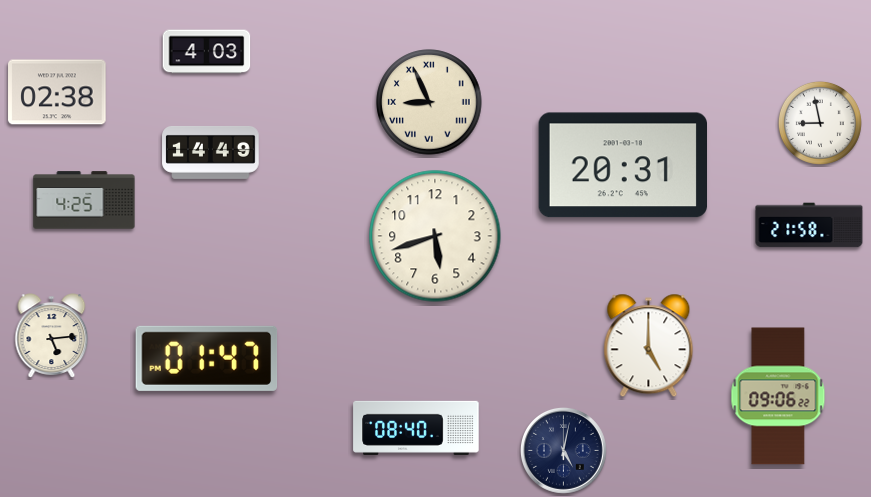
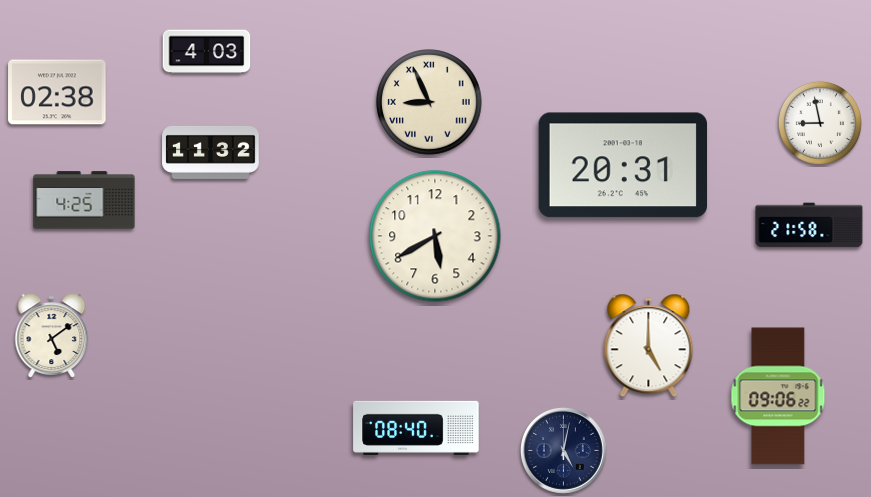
clock at (211, 152): 14:49 -> 11:32
clock at (435, 236): 5:42 -> 5:40
clock at (52, 336): 5:14 -> 5:09
clock at (207, 358): 01:47 -> none
